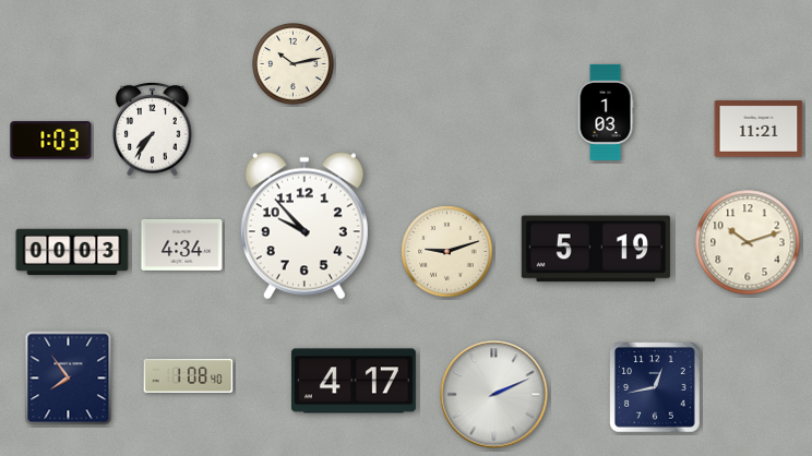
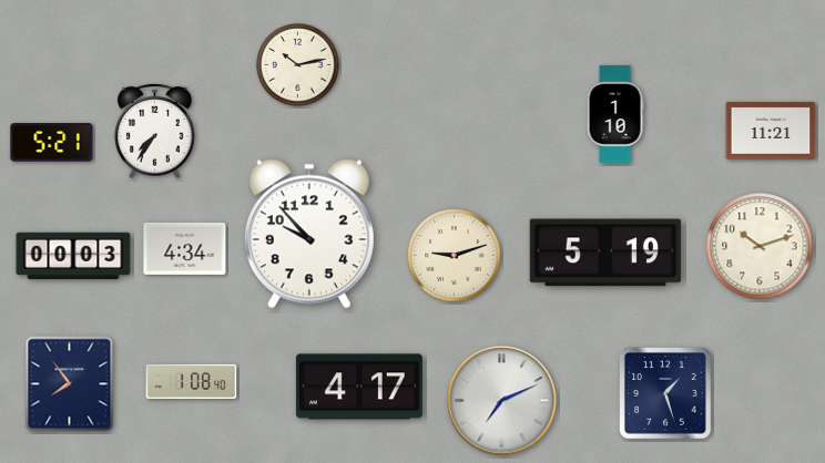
clock at (606, 112): 1:03 -> 1:10
clock at (51, 141): 1:03 -> 5:21
clock at (304, 226) position: (304, 226) -> (309, 234)
clock at (655, 387): 12:43 -> 1:27
clock at (494, 395): 2:11 -> 7:11
